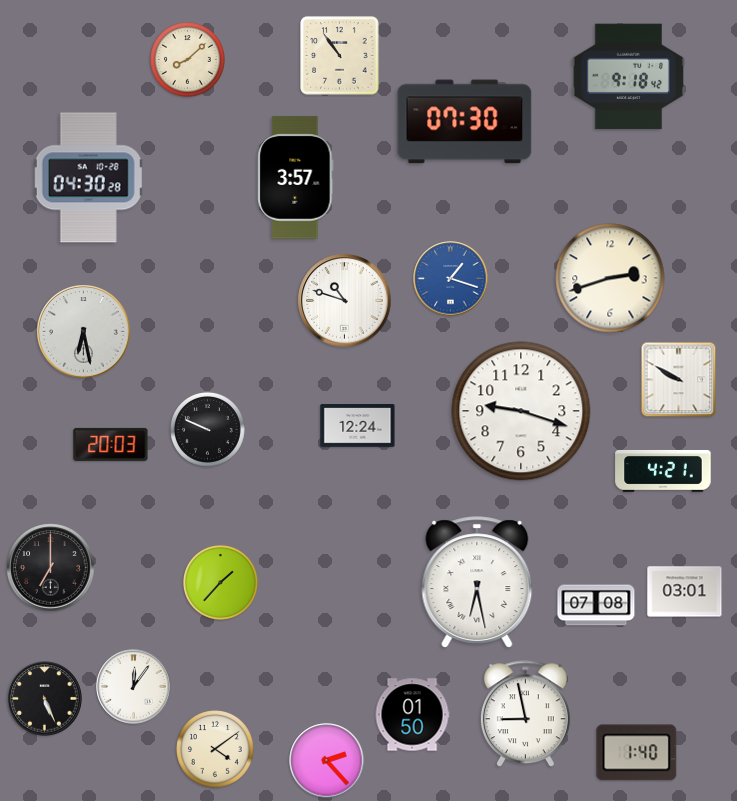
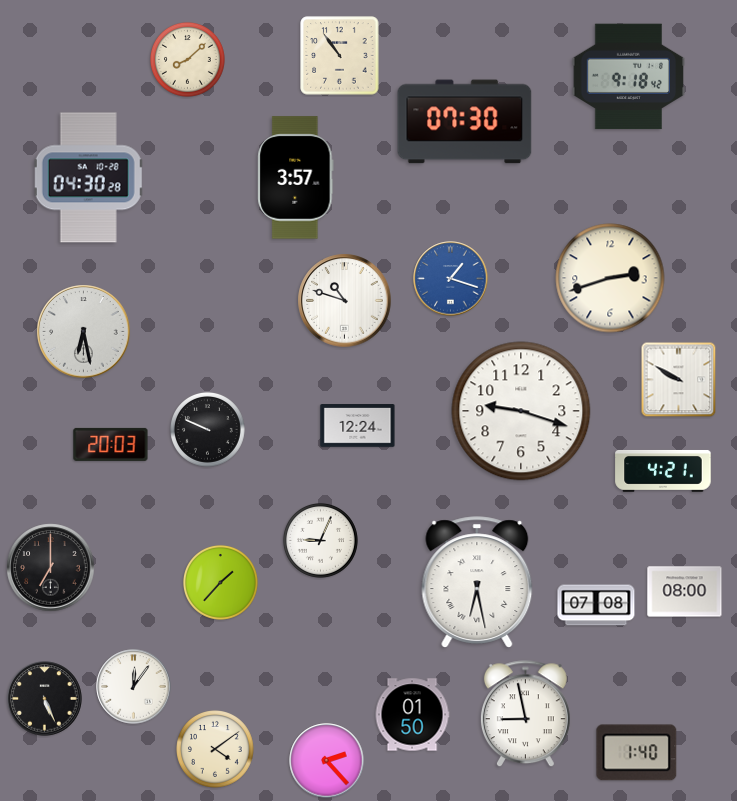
clock at (320, 540): none -> 9:04
clock at (685, 592): 03:01 -> 08:00
